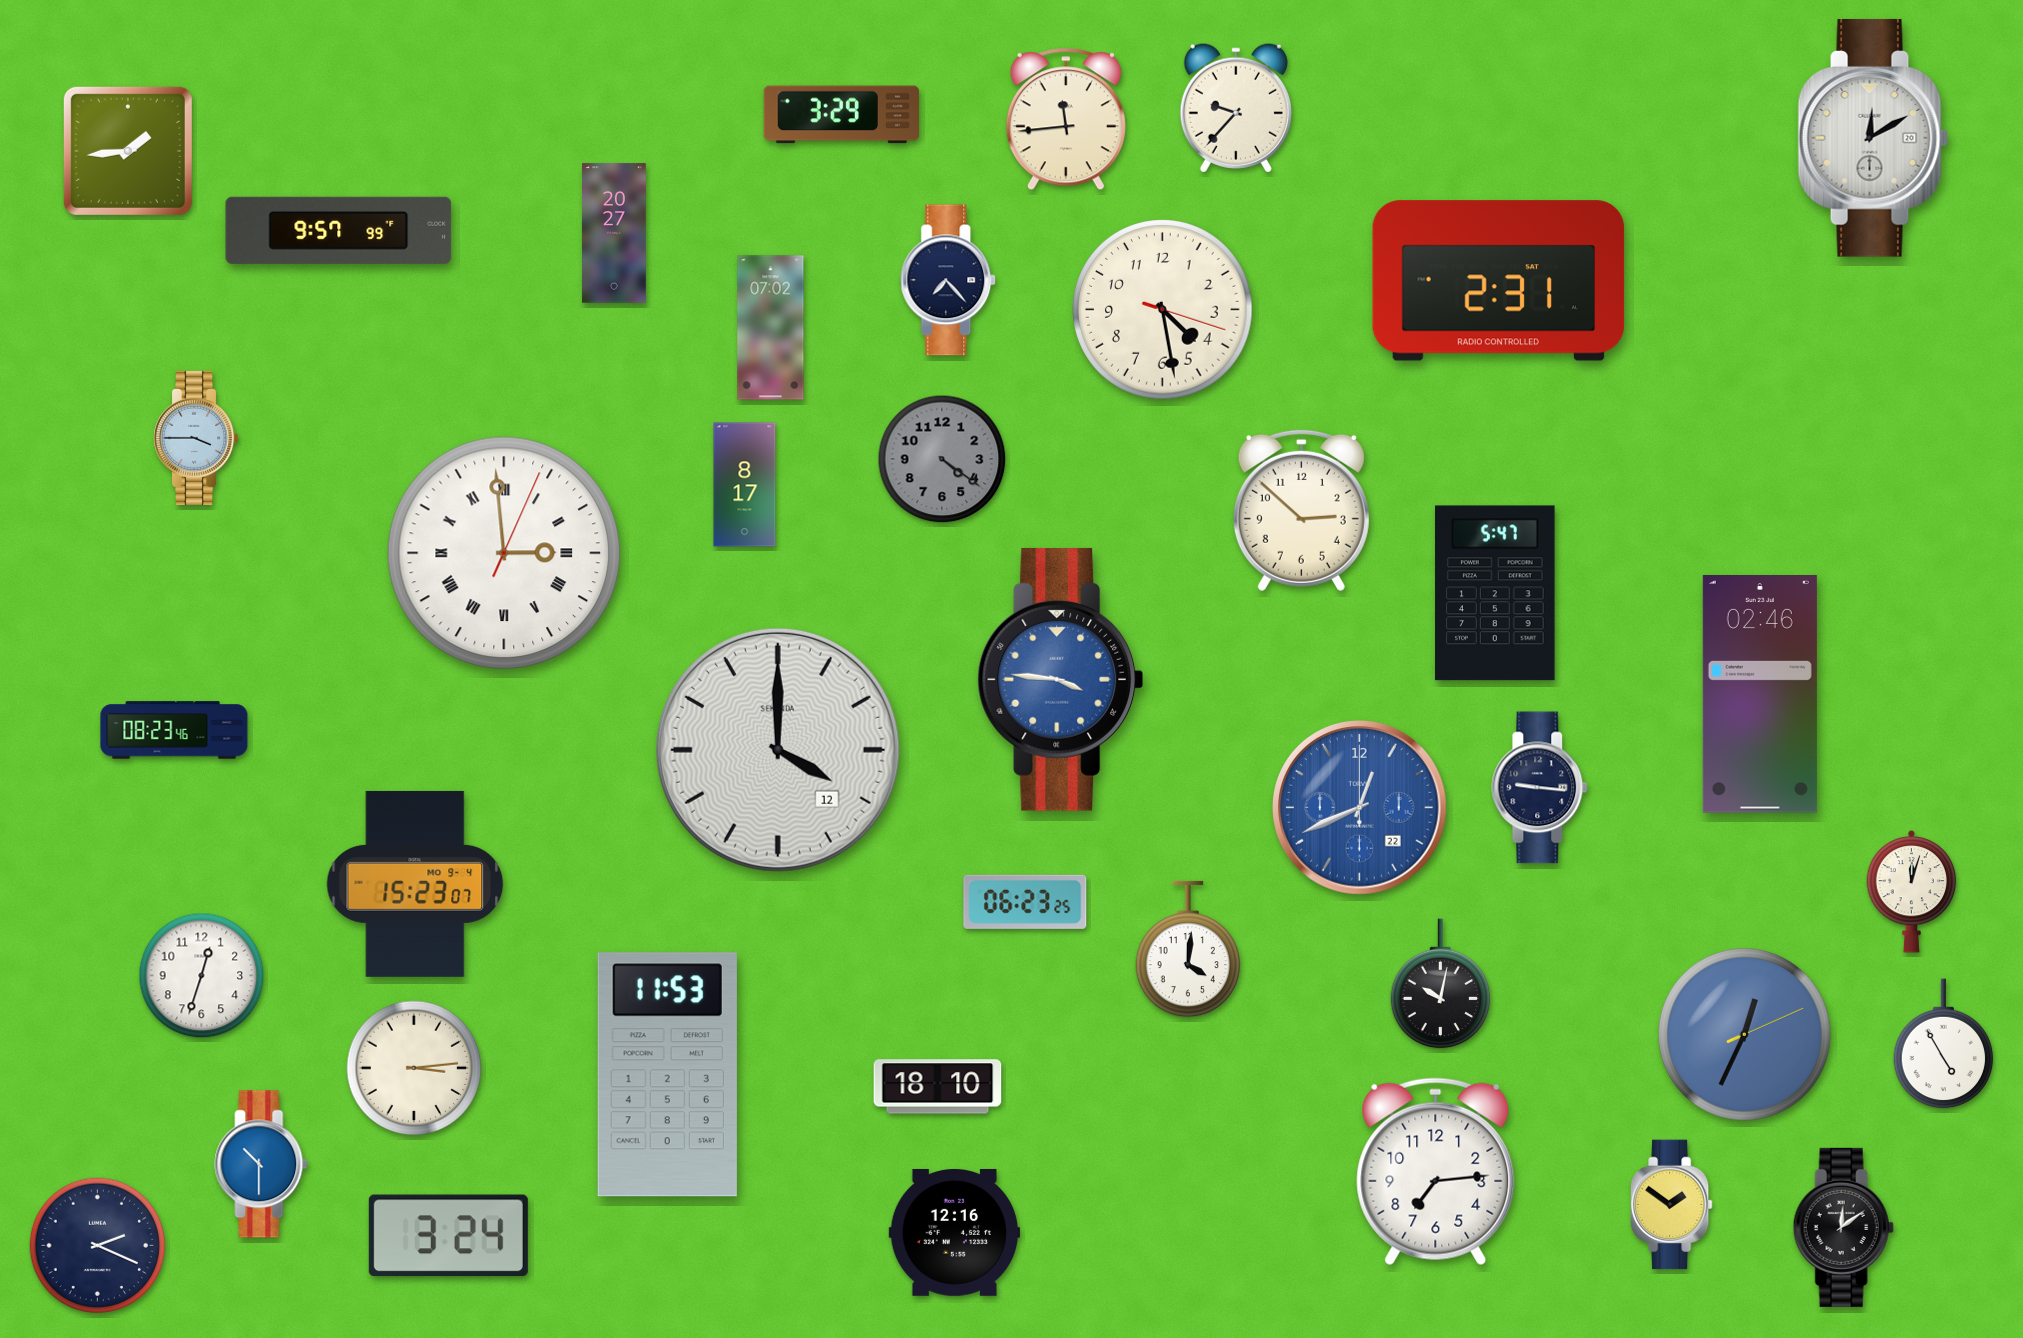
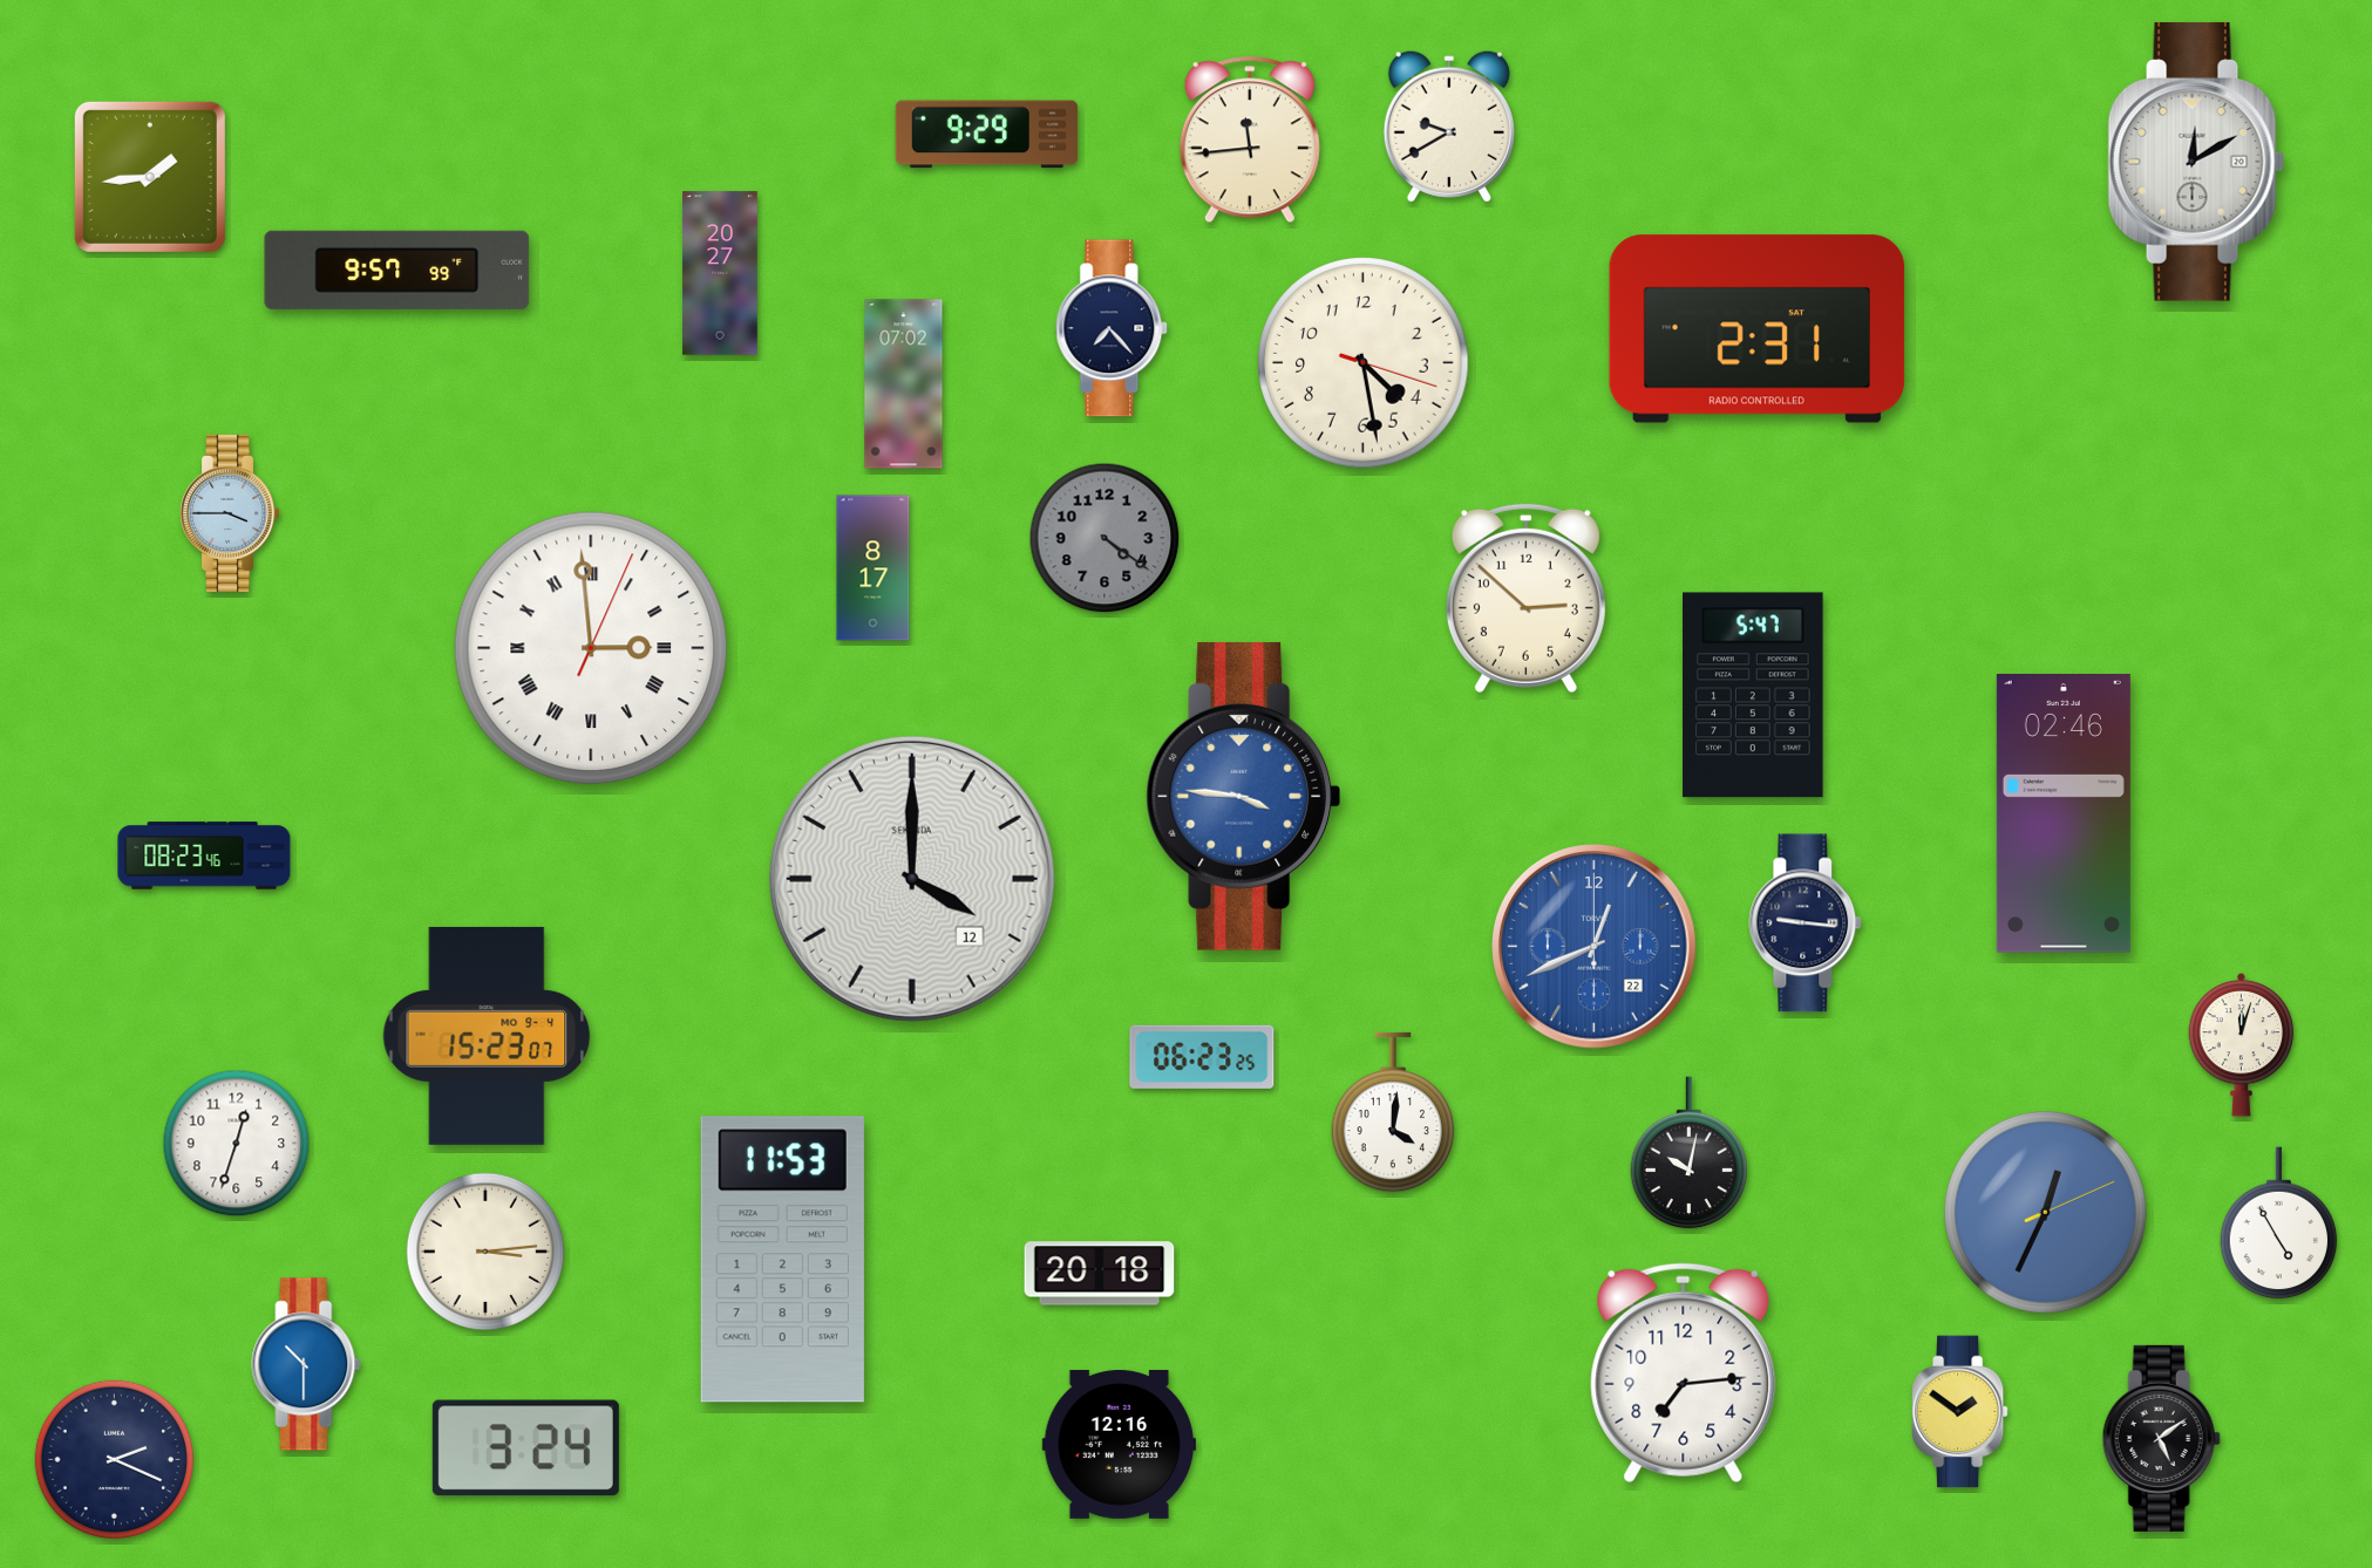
clock at (1236, 108): 9:37 -> 9:40
clock at (842, 115): 3:29 -> 9:29
clock at (938, 1087): 18:10 -> 20:18
clock at (1843, 1227): 12:09 -> 5:09
